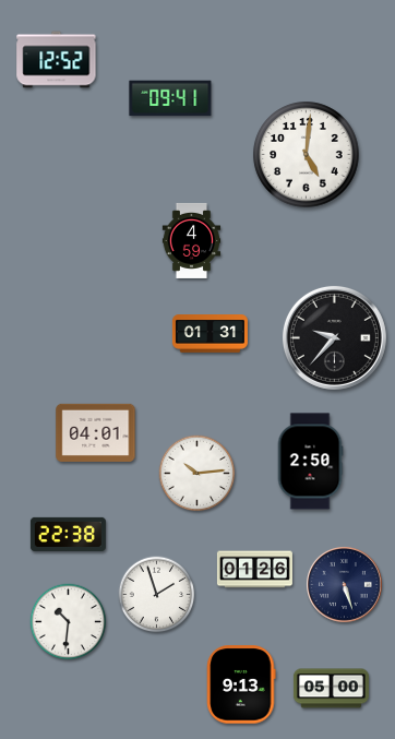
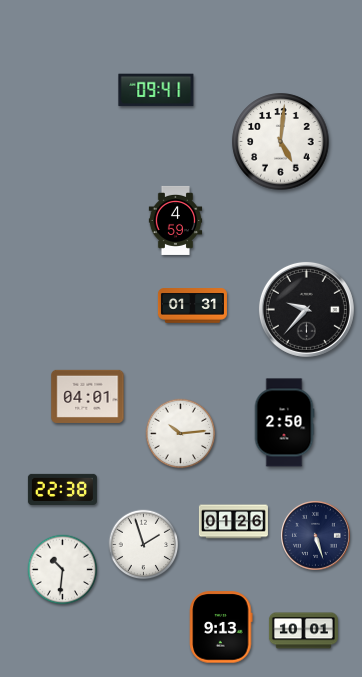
clock at (57, 60): 12:52 -> none
clock at (331, 689): 05:00 -> 10:01
